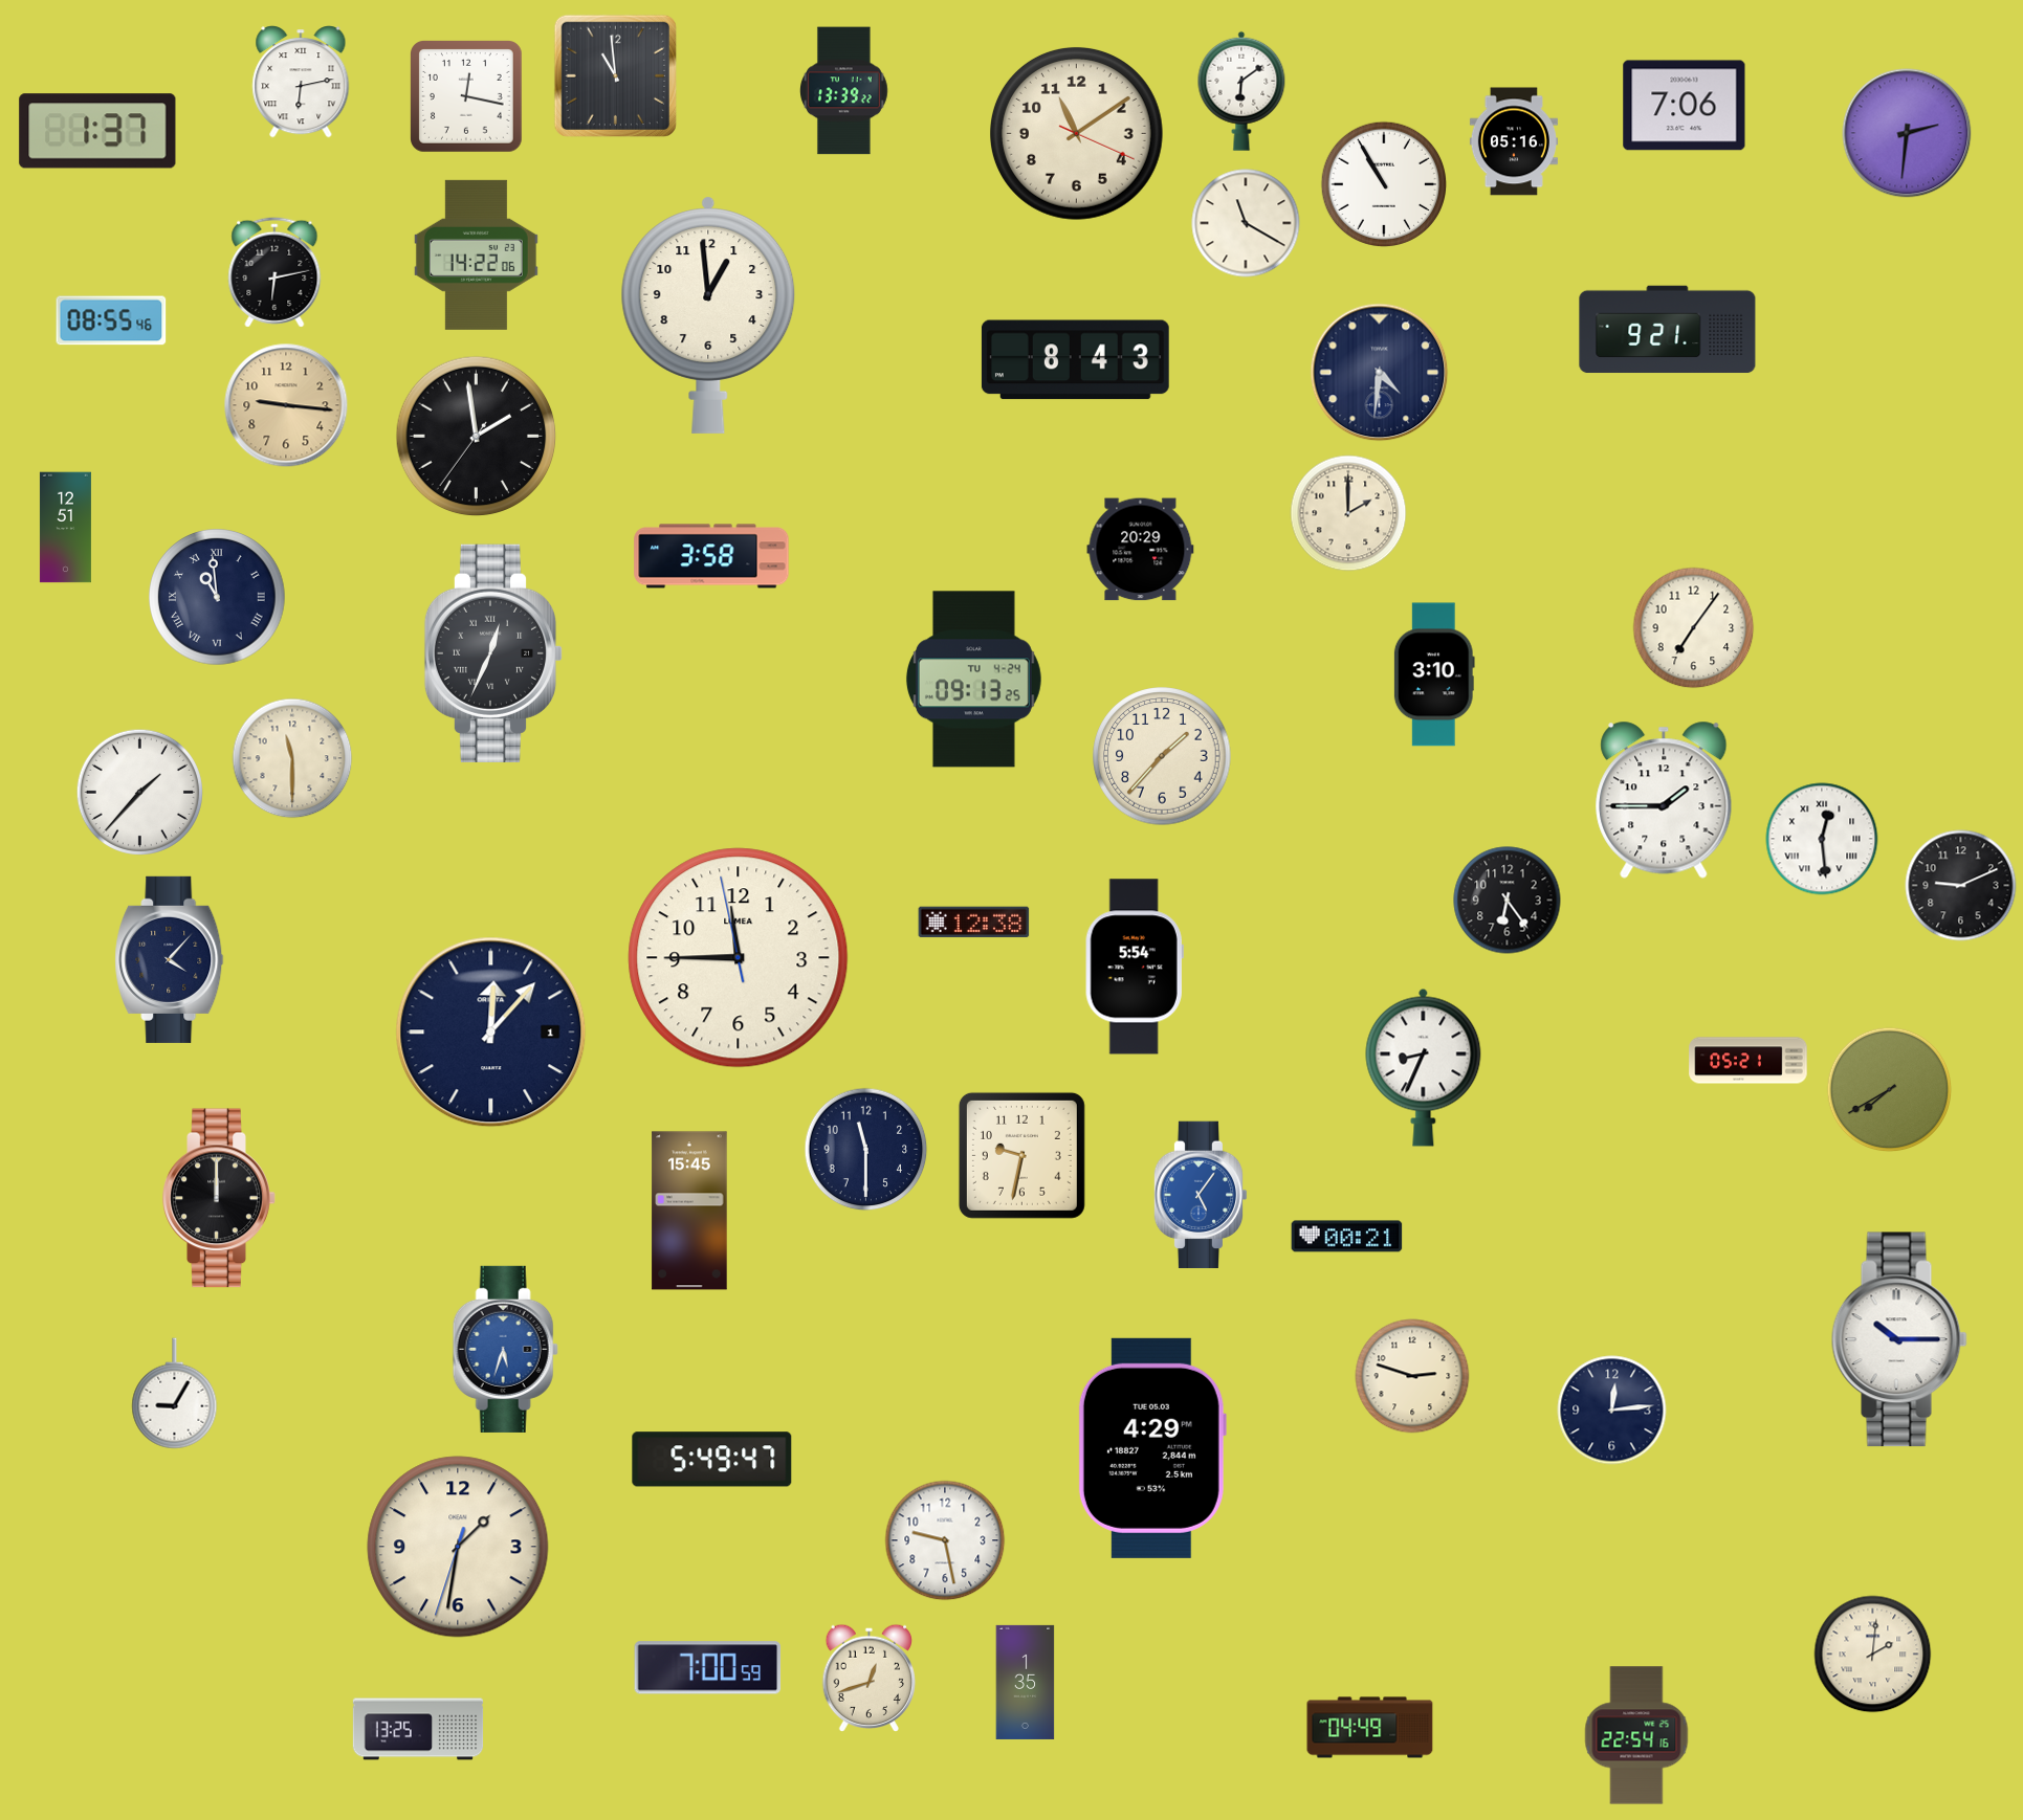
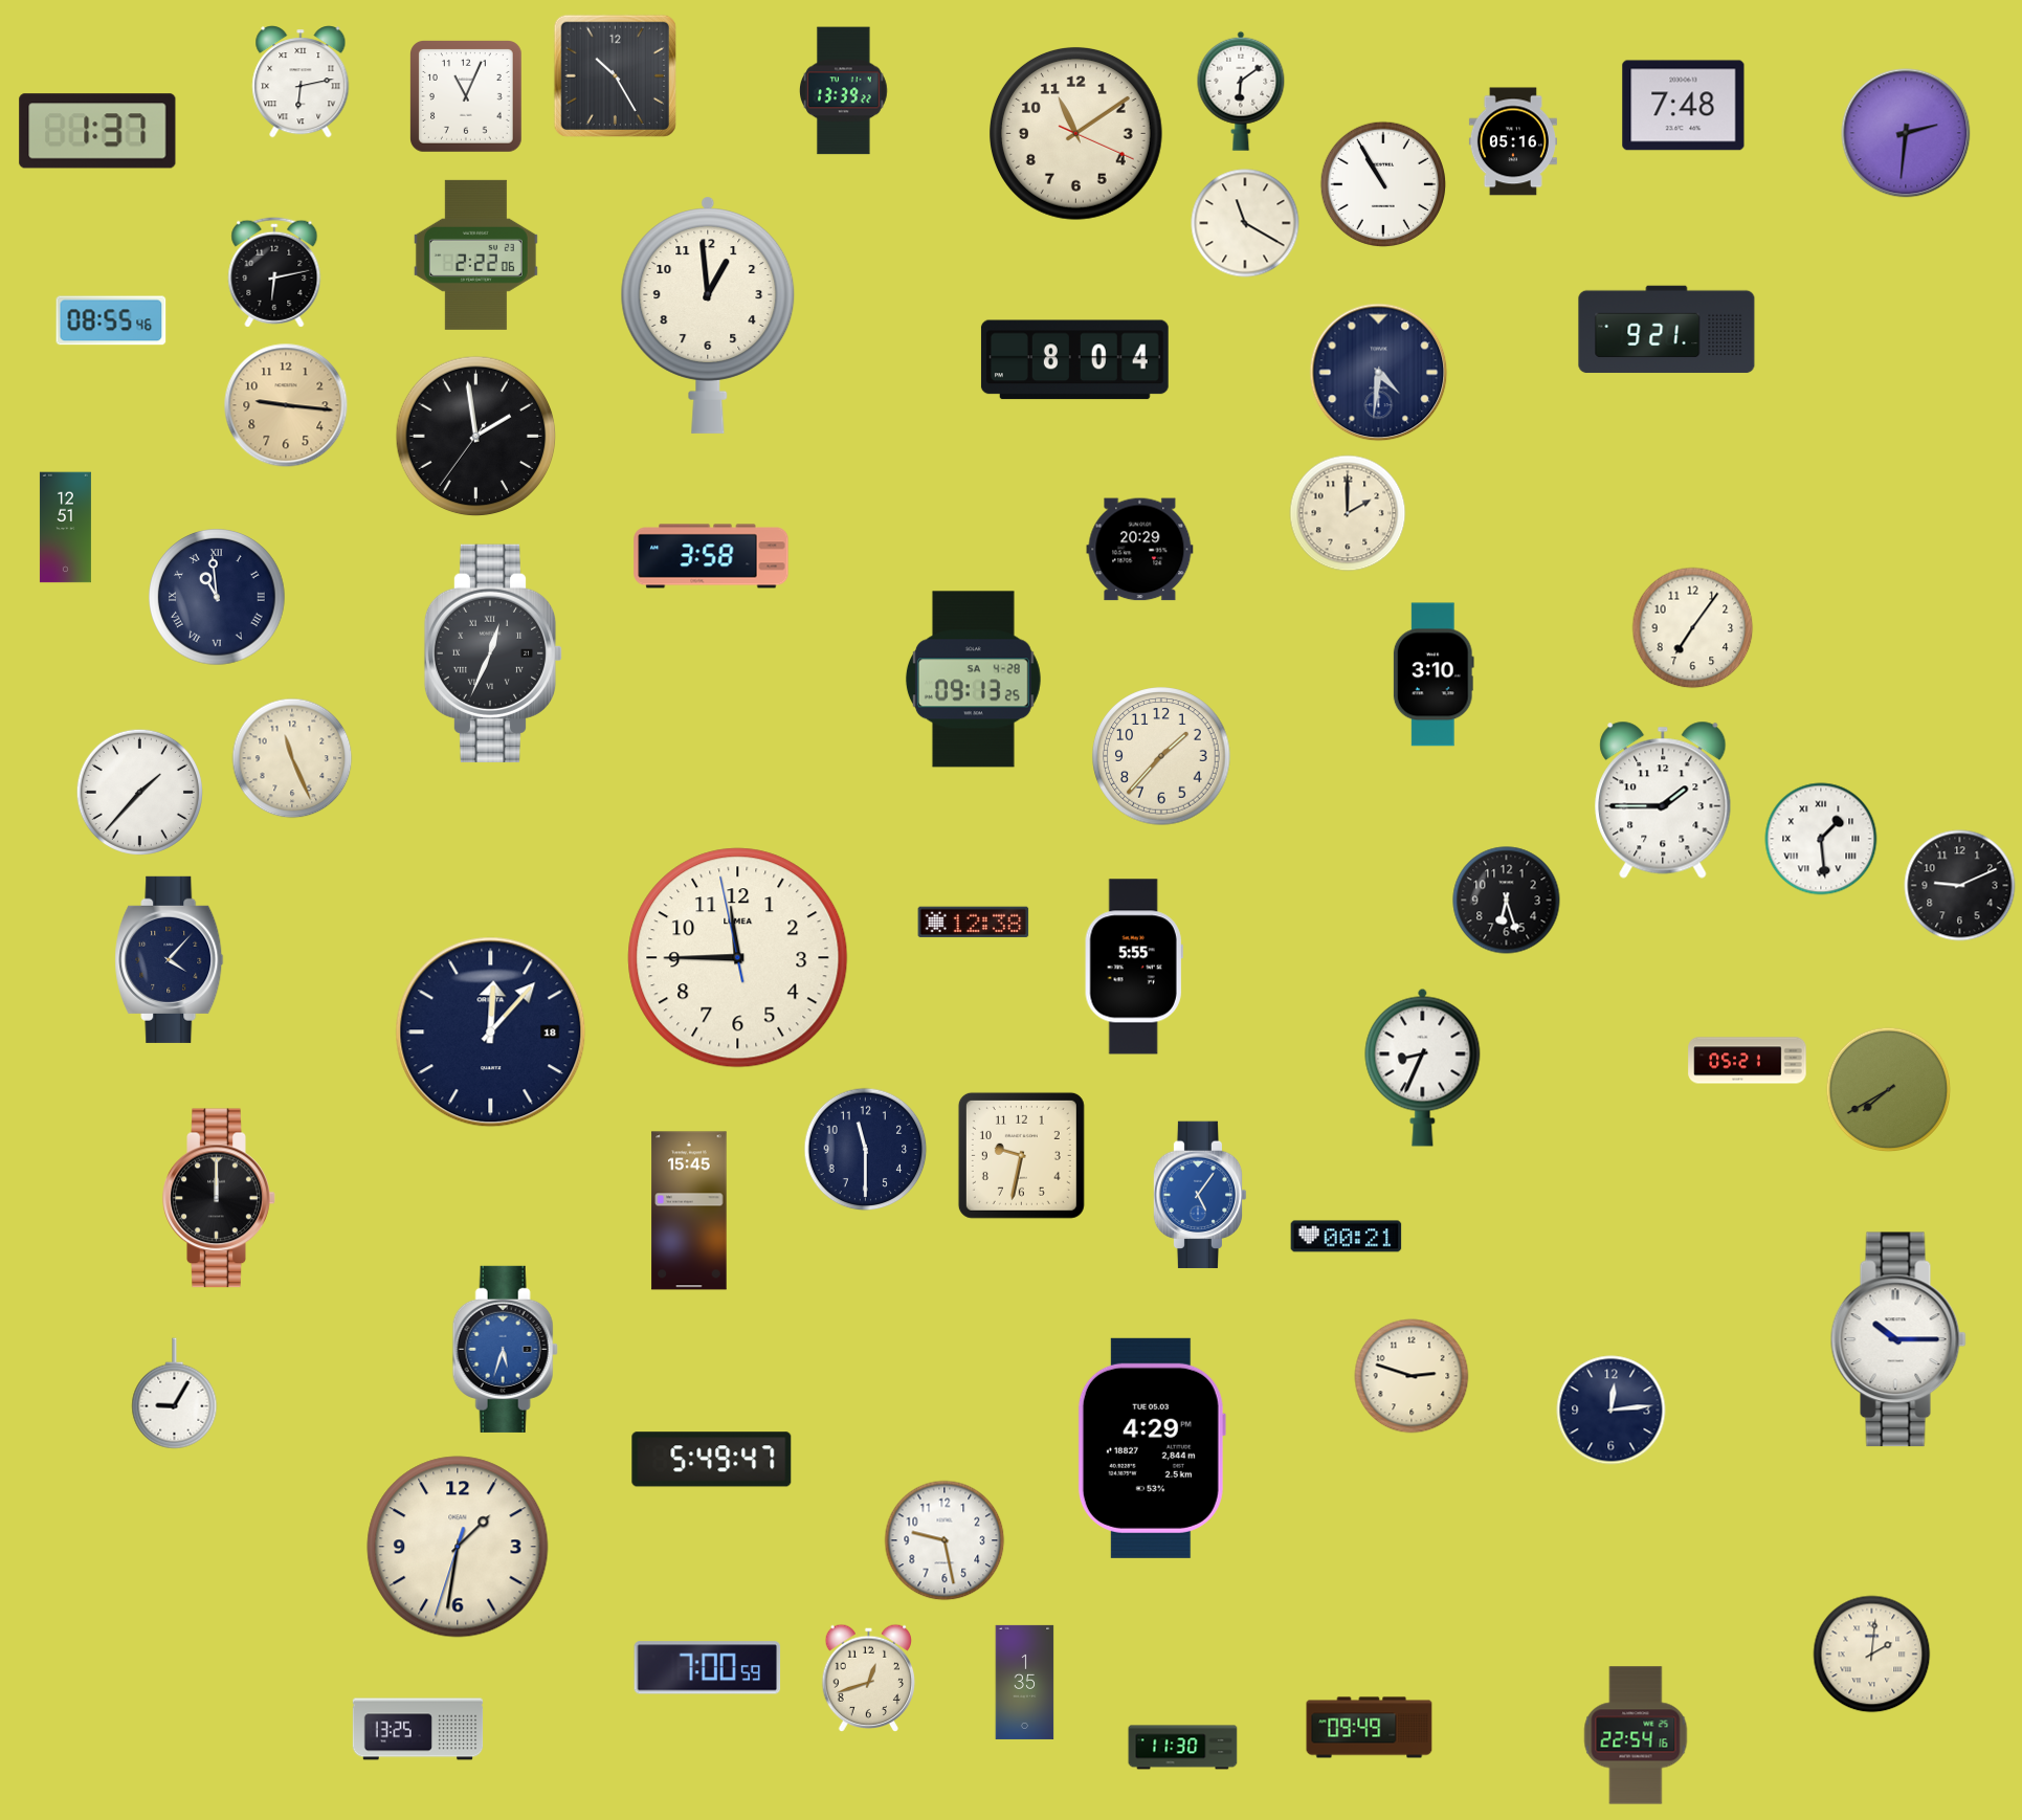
clock at (615, 75): 10:59 -> 10:25
clock at (467, 97): 12:17 -> 11:04
clock at (1685, 106): 7:06 -> 7:48
clock at (476, 254): 14:22 -> 2:22
clock at (1075, 360): 8:43 -> 8:04
clock at (973, 680) date: TU 4-24 -> SA 4-28
clock at (292, 758): 11:30 -> 11:26
clock at (1822, 839): 12:29 -> 1:29
clock at (1508, 901): 6:24 -> 6:27
clock at (1135, 967): 5:54 -> 5:55
clock at (491, 1033) date: 1 -> 18
clock at (1370, 1728): 04:49 -> 09:49
clock at (1183, 1748): none -> 11:30
